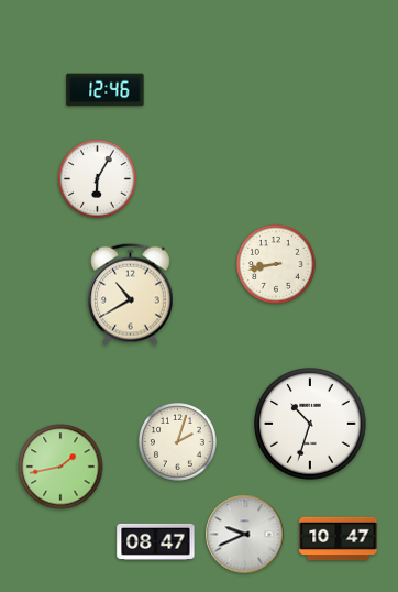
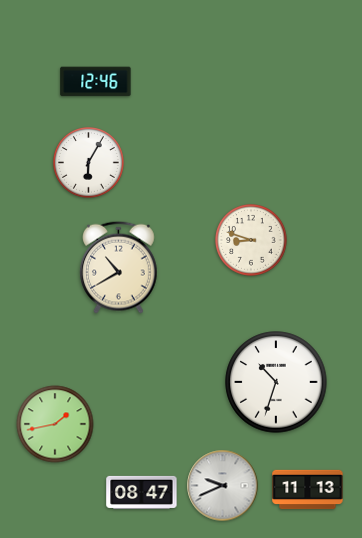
clock at (276, 264): 8:43 -> 8:48
clock at (310, 424) position: (310, 424) -> (276, 382)
clock at (178, 442): 2:03 -> none
clock at (339, 539): 10:47 -> 11:13
